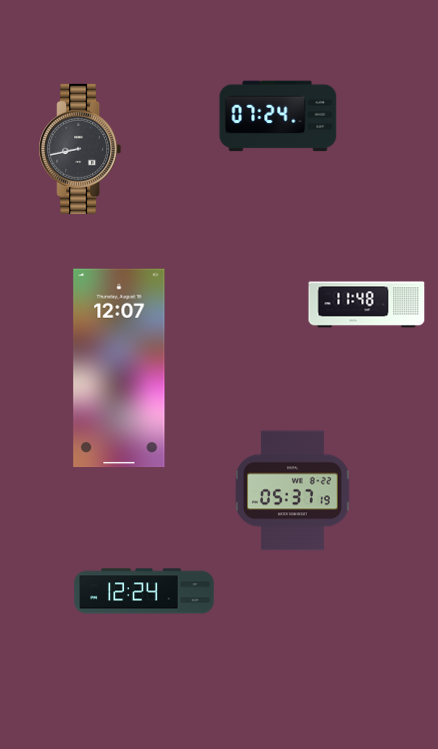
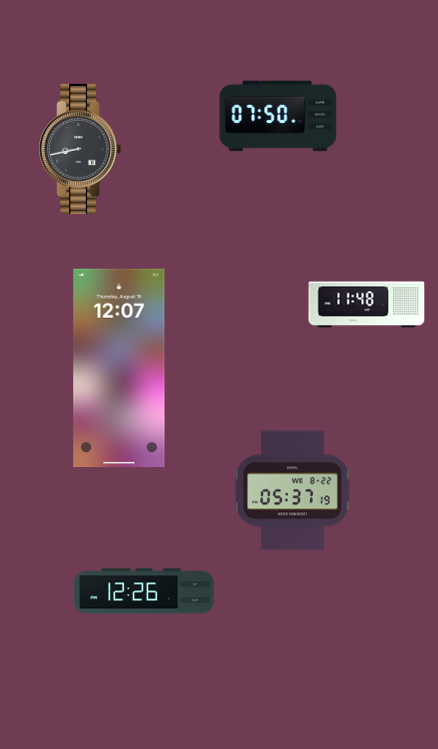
clock at (278, 116): 07:24 -> 07:50
clock at (144, 591): 12:24 -> 12:26
